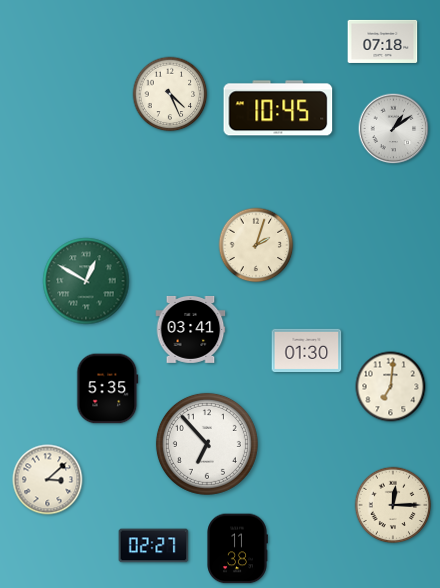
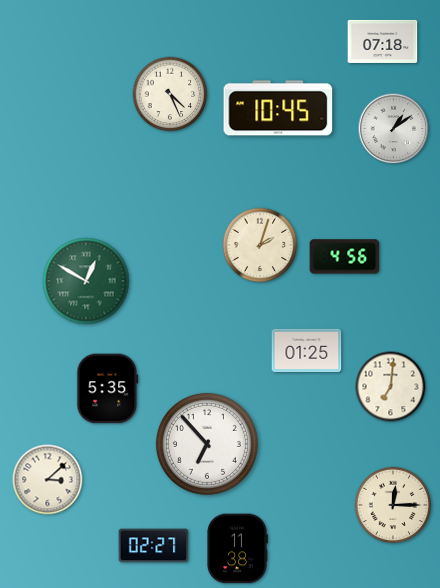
clock at (256, 245) position: (256, 245) -> (260, 245)
clock at (345, 257): none -> 4:56
clock at (191, 329): 03:41 -> none
clock at (307, 350): 01:30 -> 01:25
